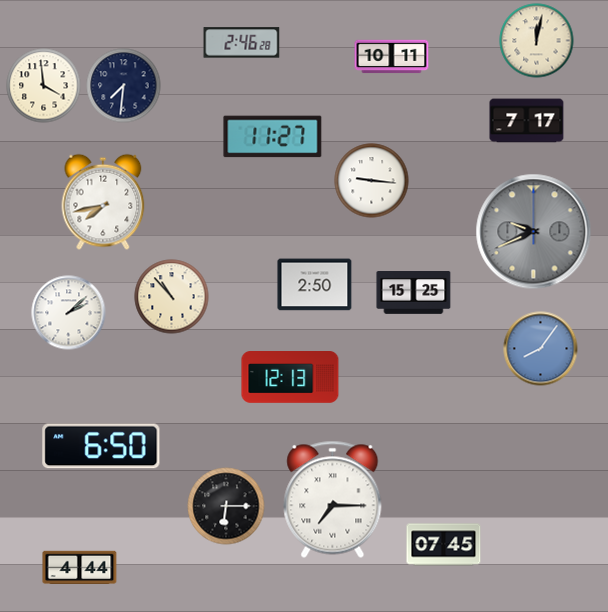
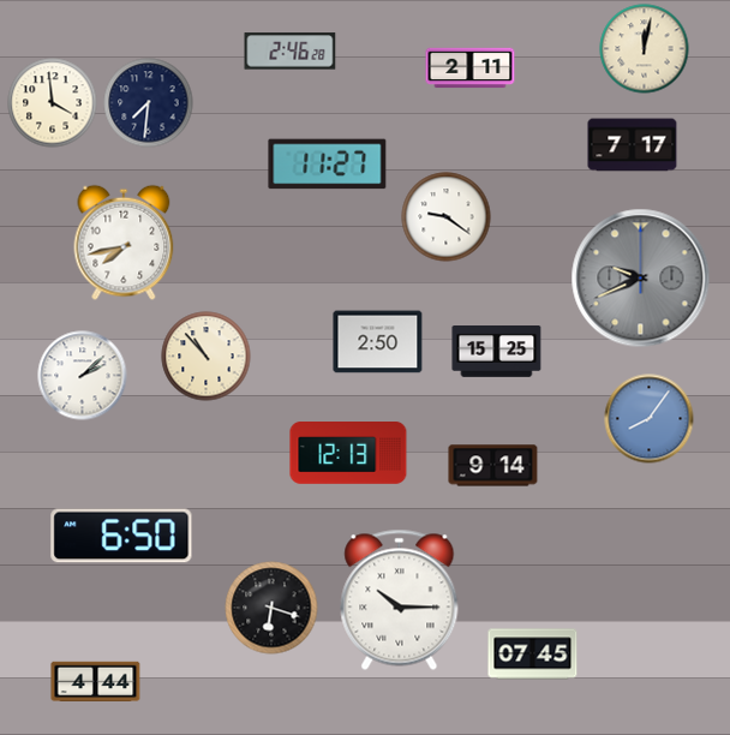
clock at (392, 57): 10:11 -> 2:11
clock at (372, 181): 9:16 -> 9:21
clock at (493, 466): none -> 9:14
clock at (333, 499): 7:15 -> 10:15
clock at (226, 506): 6:15 -> 6:18
